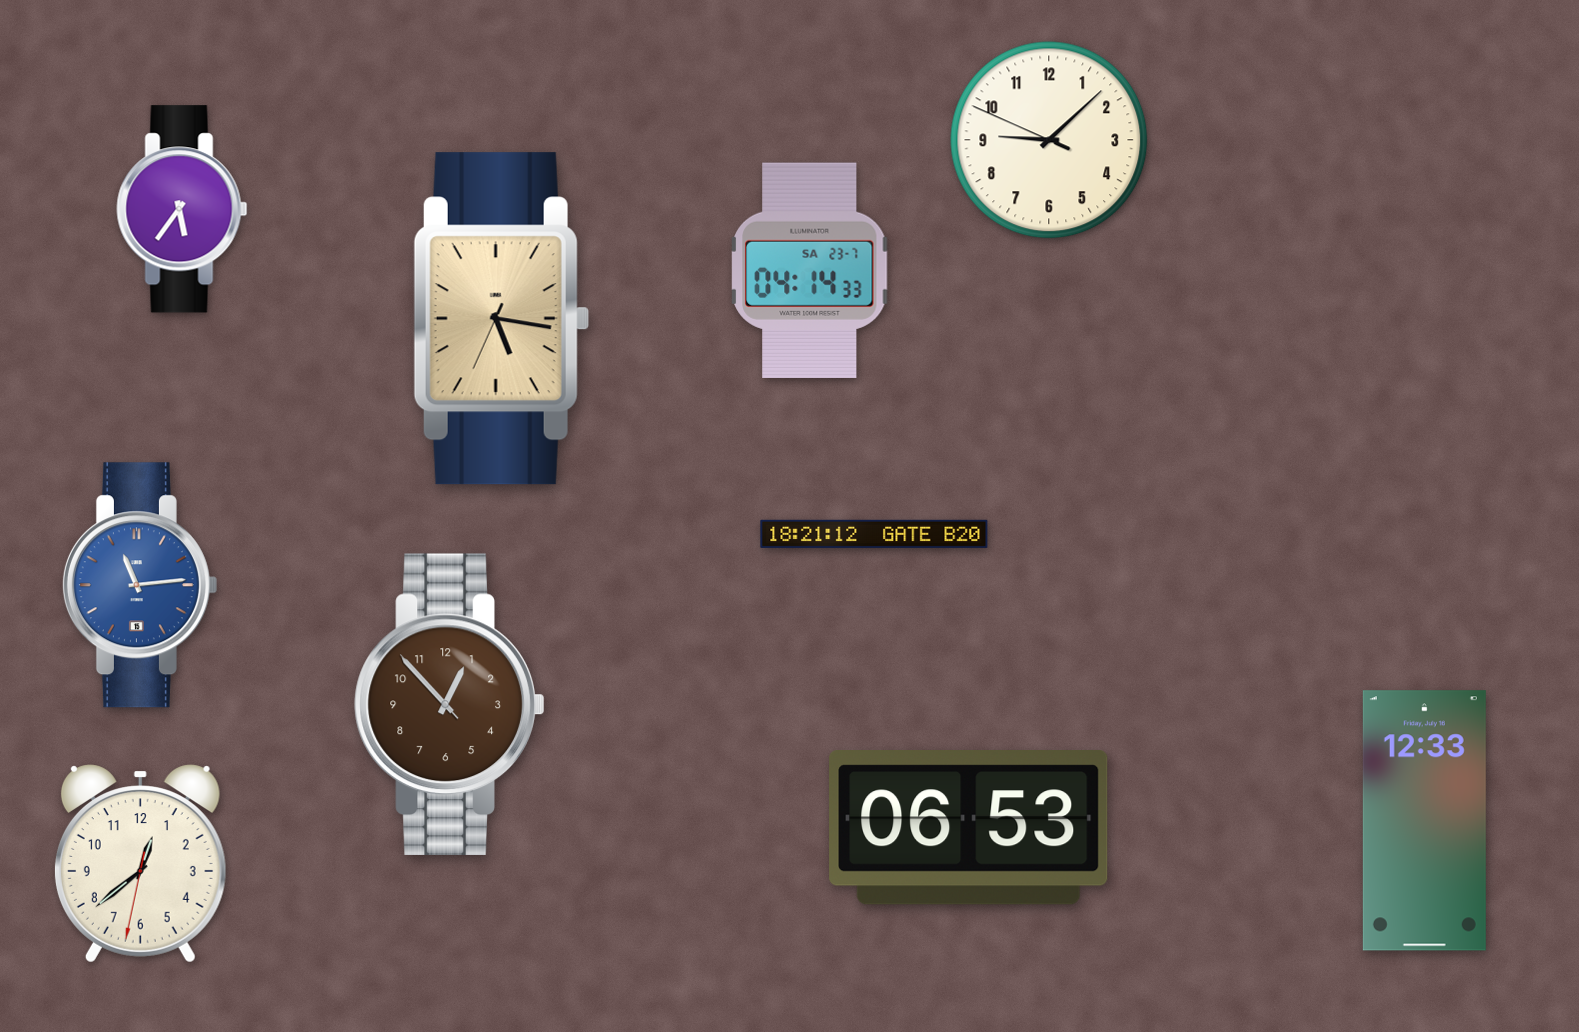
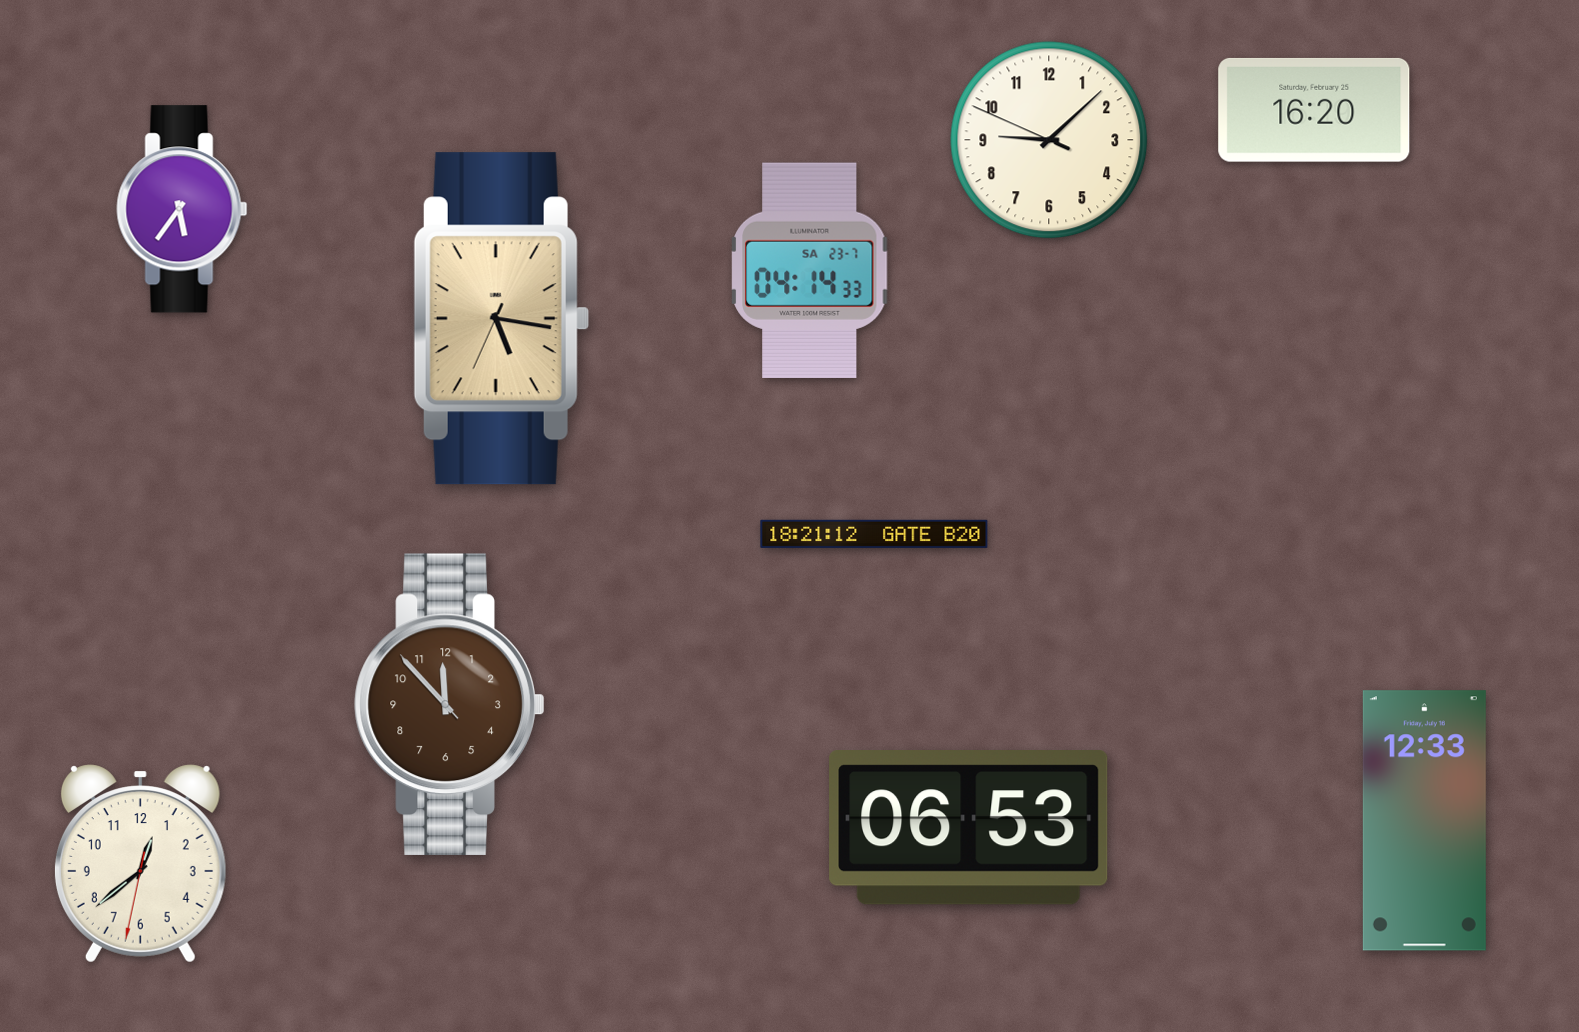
clock at (1314, 110): none -> 16:20
clock at (139, 585): 11:14 -> none
clock at (450, 704): 12:52 -> 11:52
